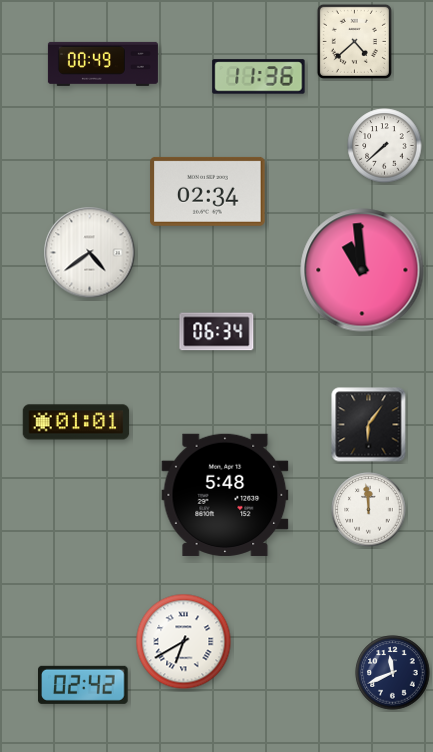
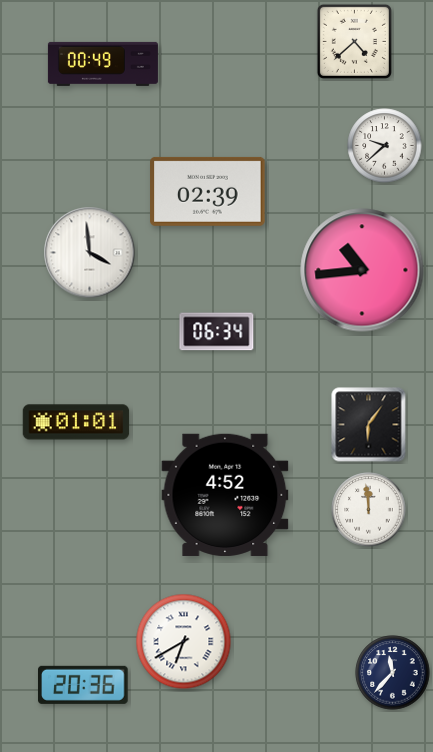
clock at (259, 77): 11:36 -> none
clock at (385, 146): 7:38 -> 9:38
clock at (208, 191): 02:34 -> 02:39
clock at (90, 253): 4:39 -> 3:59
clock at (362, 270): 10:59 -> 10:44
clock at (225, 495): 5:48 -> 4:52
clock at (393, 673): 11:41 -> 11:37
clock at (83, 685): 02:42 -> 20:36
